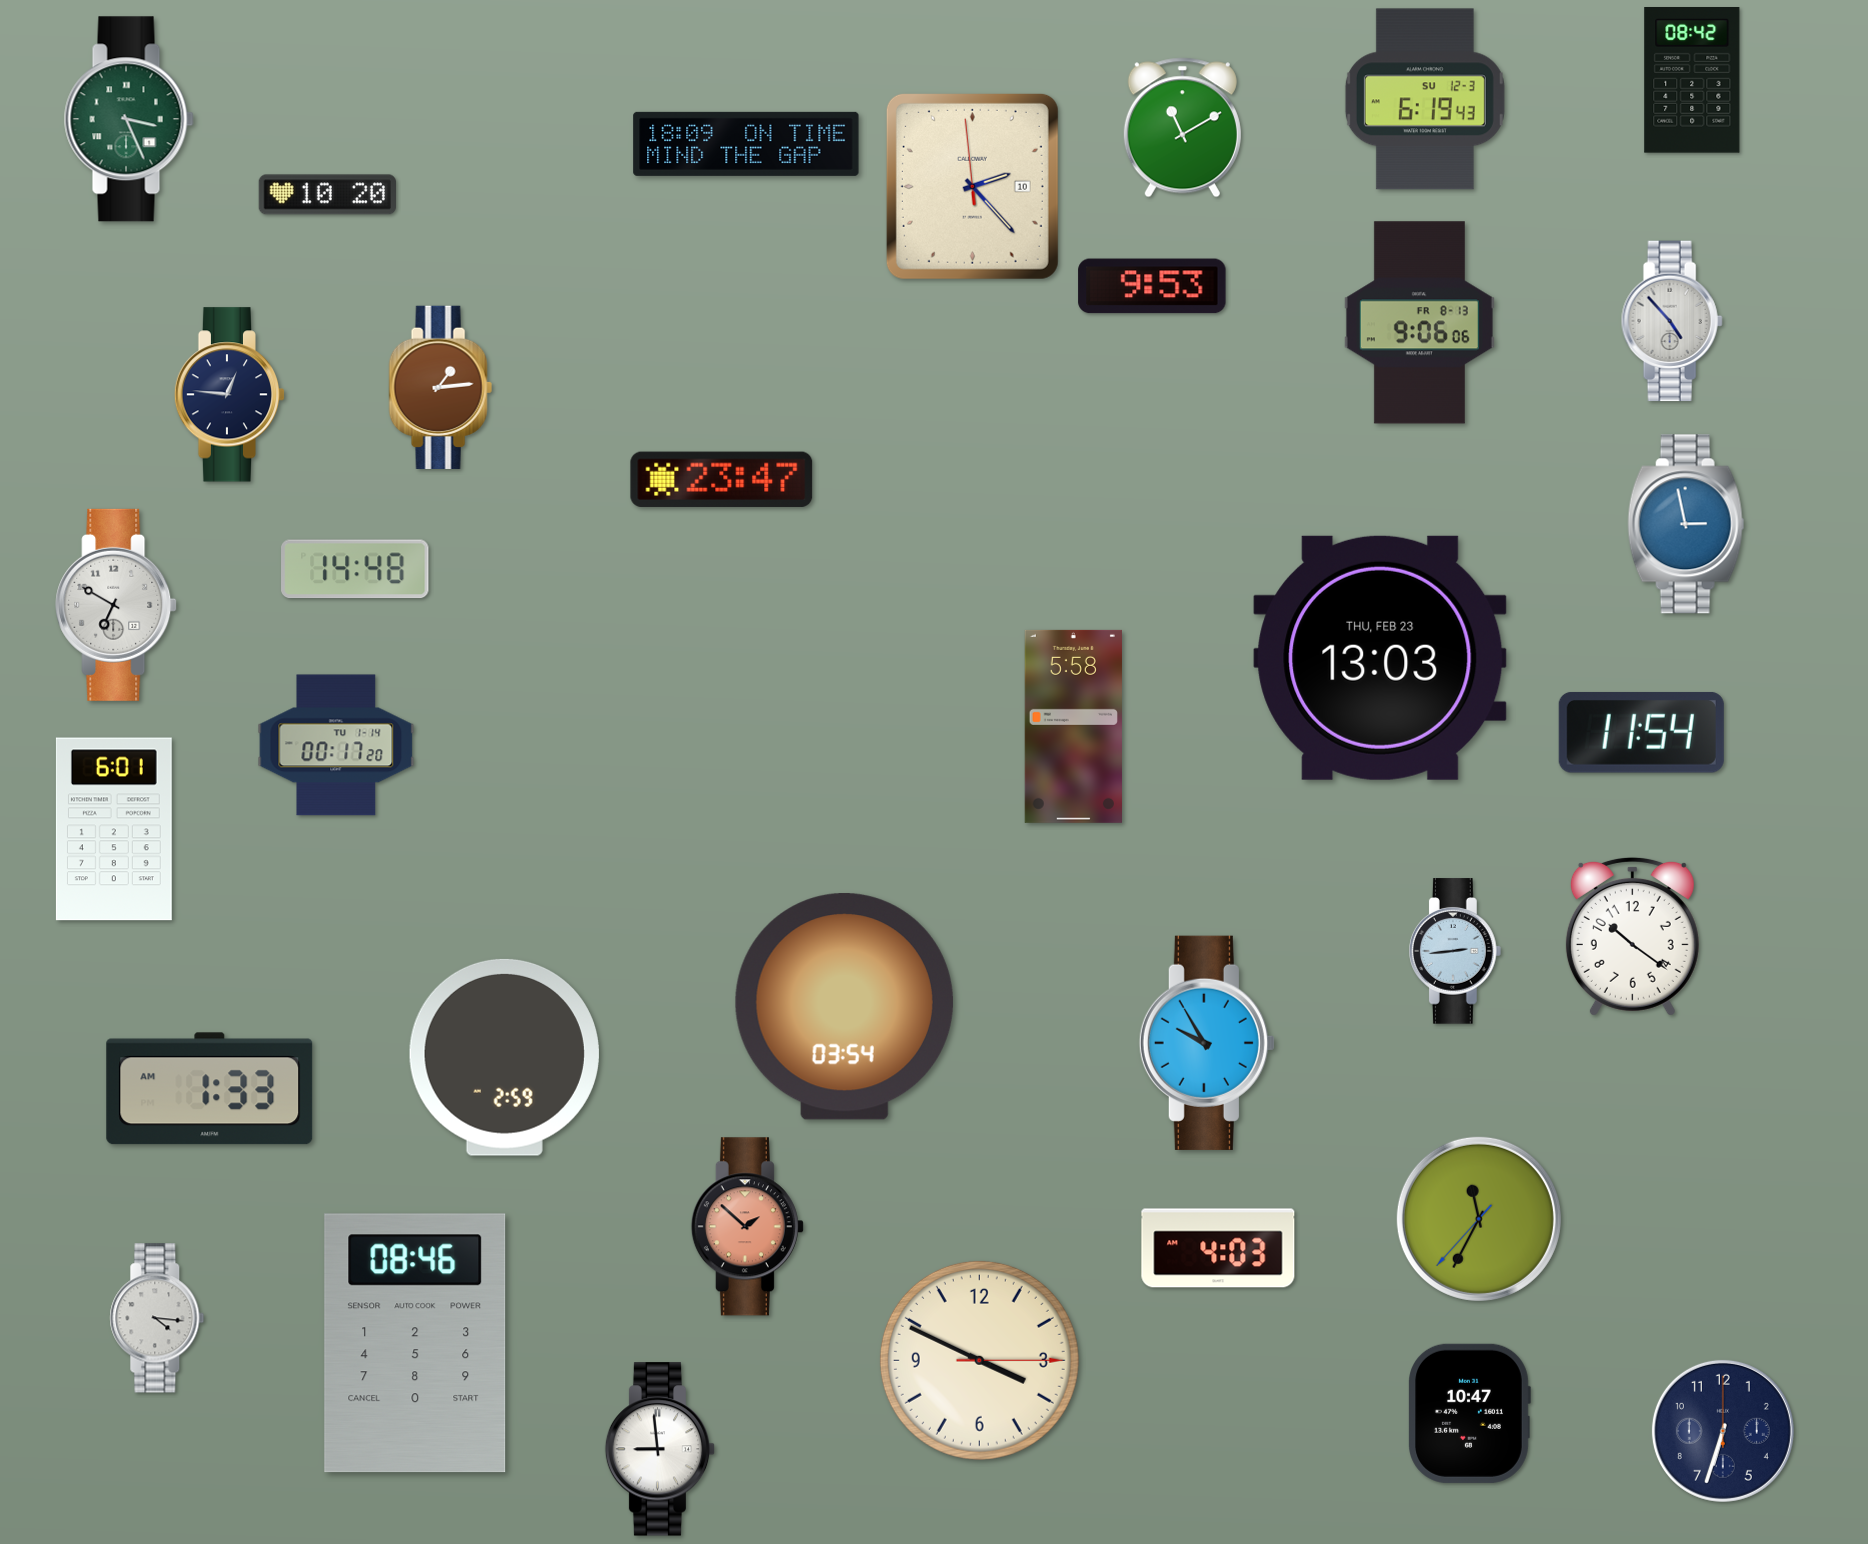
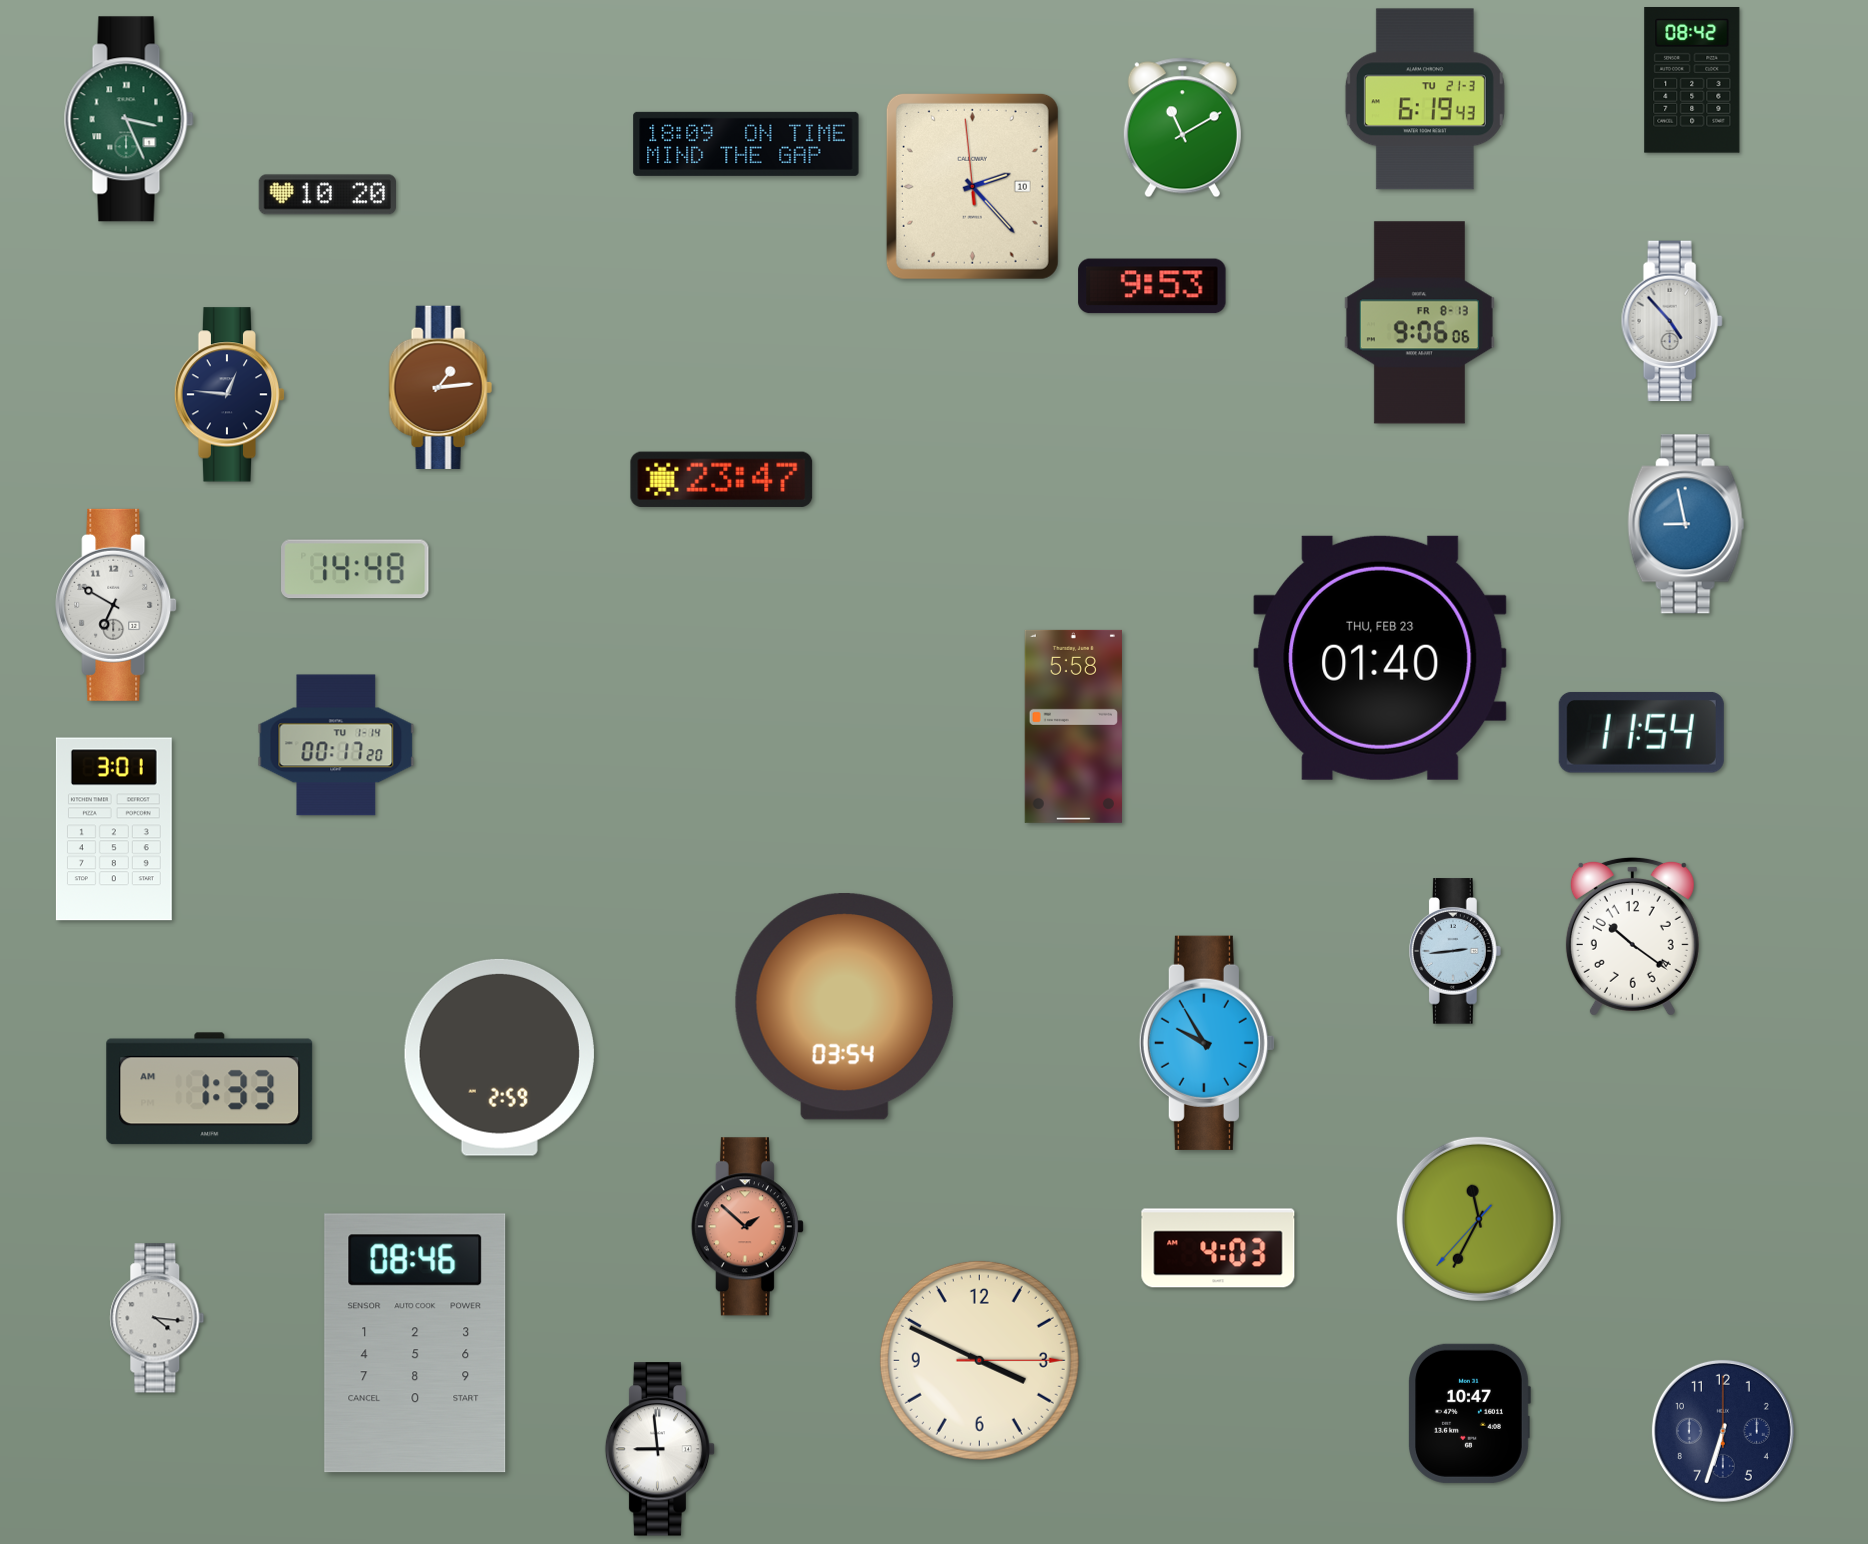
clock at (1425, 99) date: SU 12-3 -> TU 21-3
clock at (1686, 524): 2:58 -> 8:58
clock at (1380, 658): 13:03 -> 01:40
clock at (114, 829): 6:01 -> 3:01
clock at (504, 1057) position: (504, 1057) -> (499, 1057)
